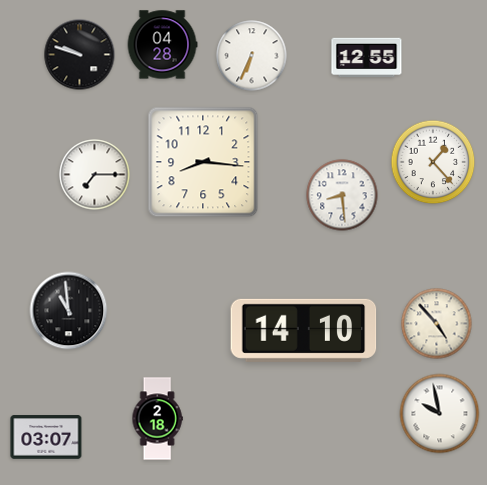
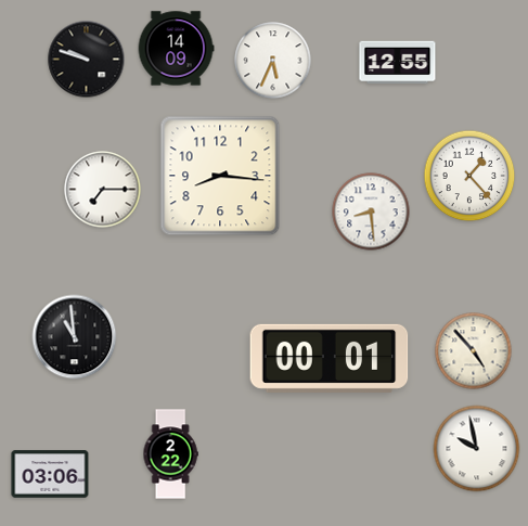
clock at (162, 45): 04:28 -> 14:09
clock at (252, 56): 6:34 -> 5:34
clock at (304, 330): 14:10 -> 00:01
clock at (157, 419): 2:18 -> 2:22
clock at (46, 437): 03:07 -> 03:06
